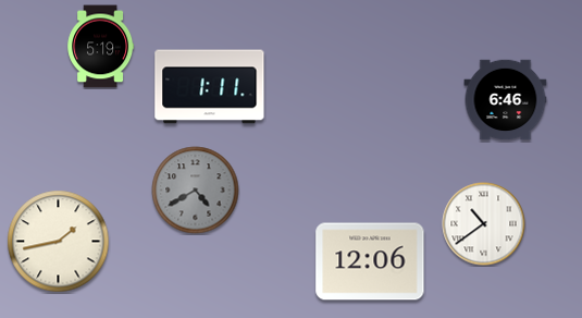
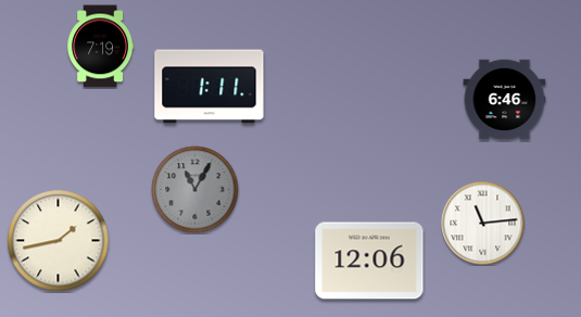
clock at (101, 47): 5:19 -> 7:19
clock at (196, 191): 4:40 -> 11:05
clock at (484, 224): 10:39 -> 11:14
